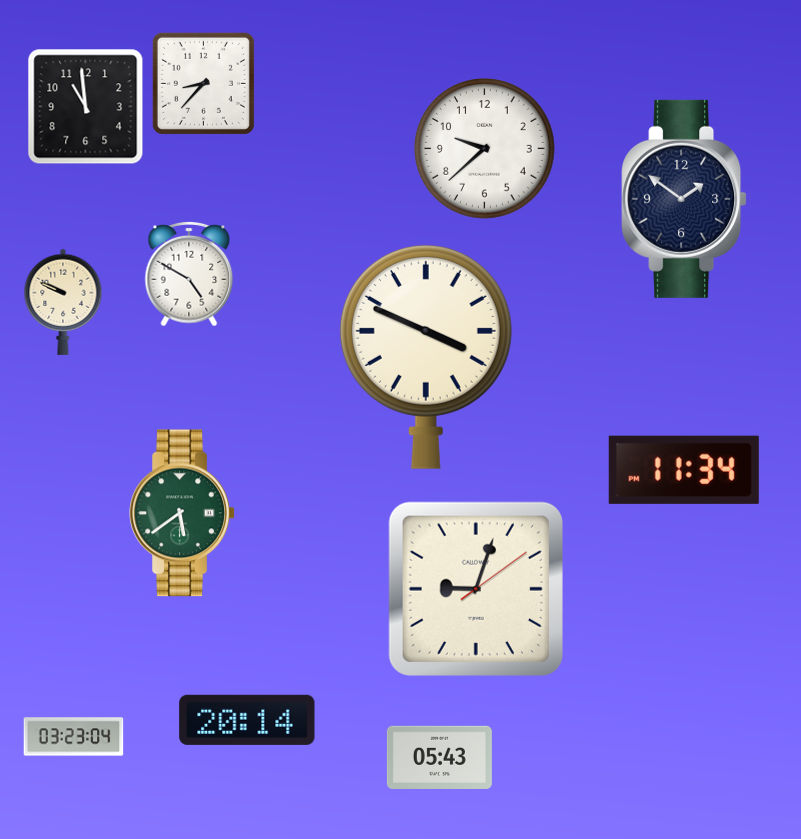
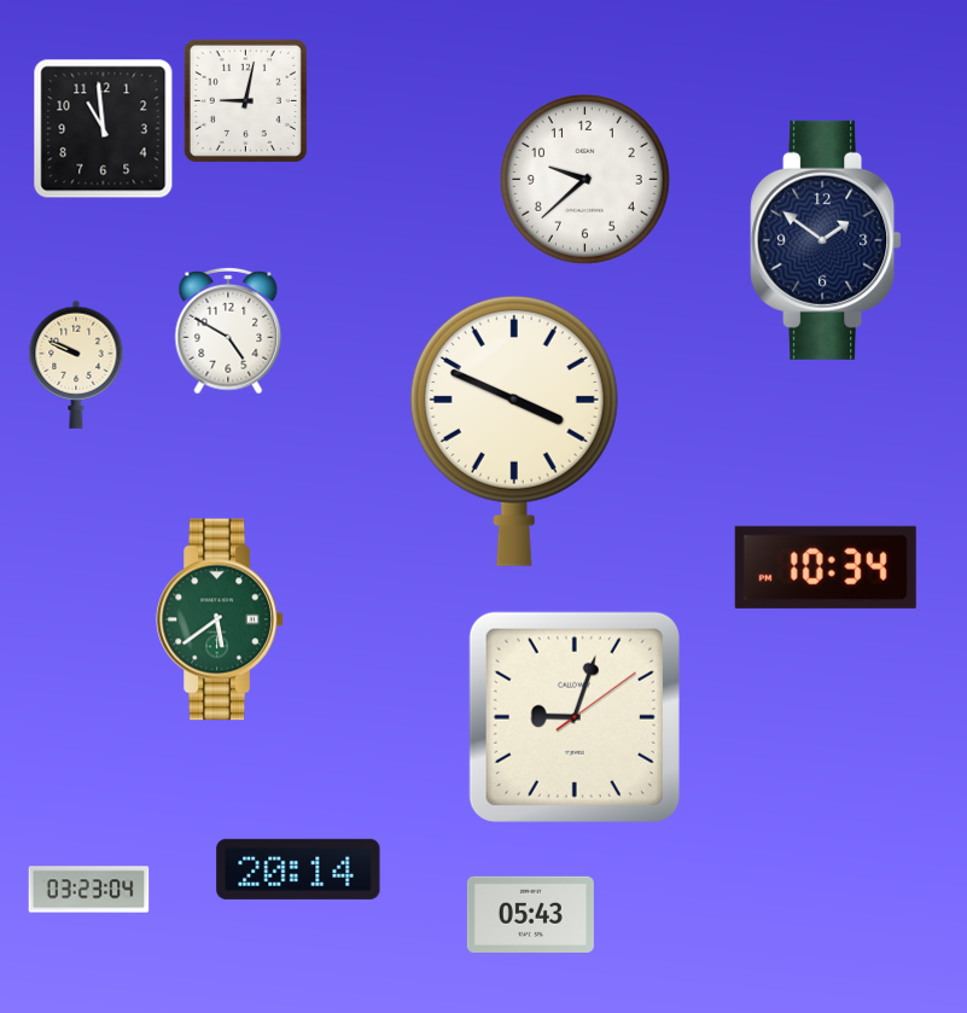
clock at (203, 83): 8:37 -> 9:02
clock at (684, 470): 11:34 -> 10:34
clock at (476, 589) position: (476, 589) -> (575, 717)
